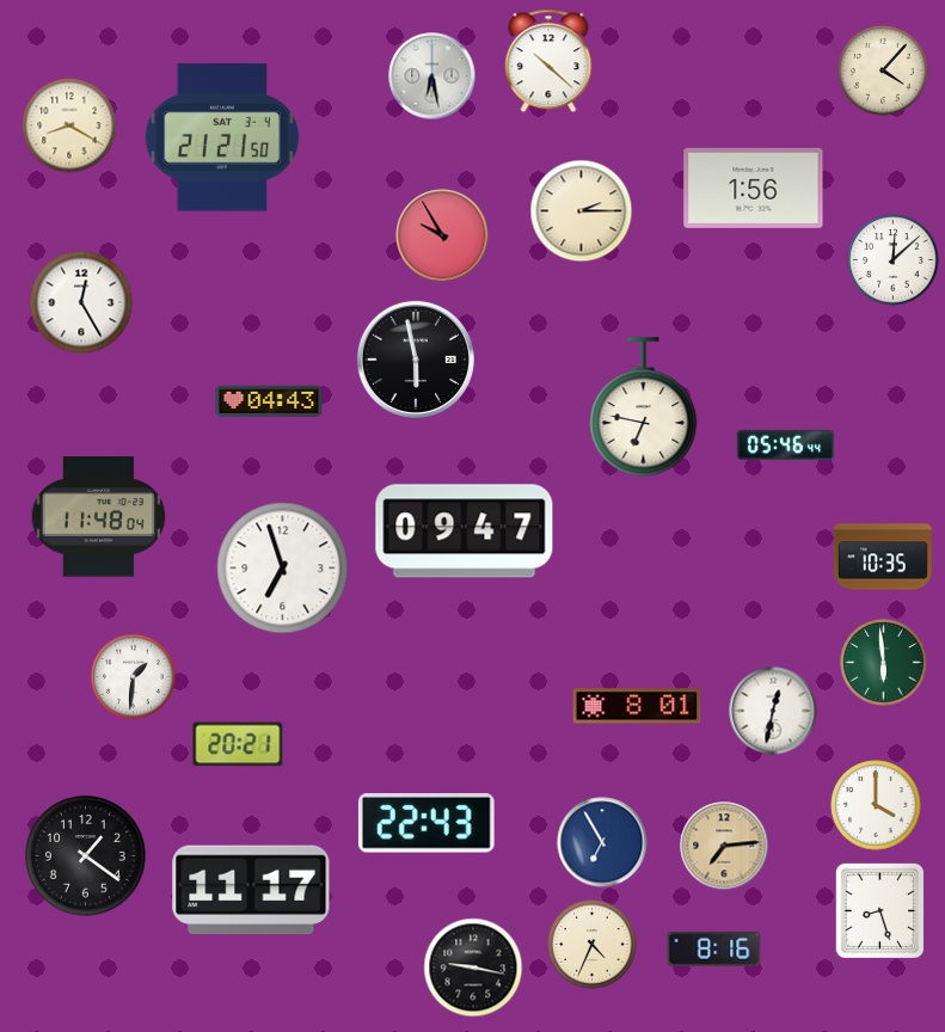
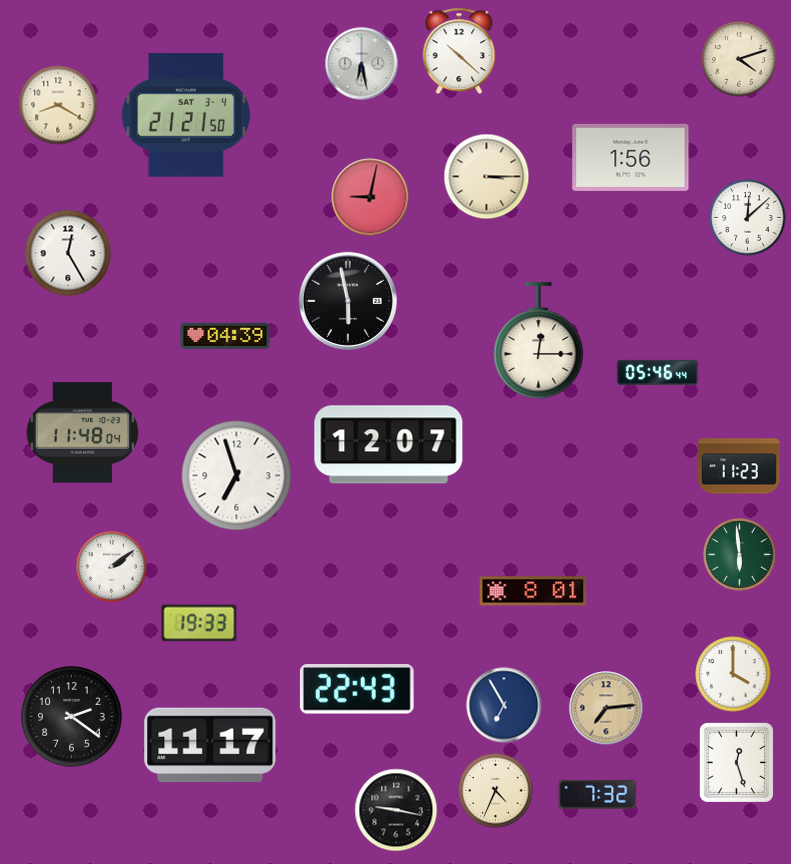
clock at (883, 70): 4:07 -> 4:12
clock at (582, 211): 2:15 -> 3:15
clock at (442, 235): 9:55 -> 9:02
clock at (269, 400): 04:43 -> 04:39
clock at (644, 407): 6:47 -> 12:15
clock at (465, 532): 09:47 -> 12:07
clock at (883, 557): 10:35 -> 11:23
clock at (133, 676): 1:31 -> 2:09
clock at (773, 711): 12:32 -> none
clock at (238, 744): 20:21 -> 19:33
clock at (86, 856): 1:21 -> 2:21
clock at (879, 910): 8:27 -> 12:27
clock at (714, 950): 8:16 -> 7:32
